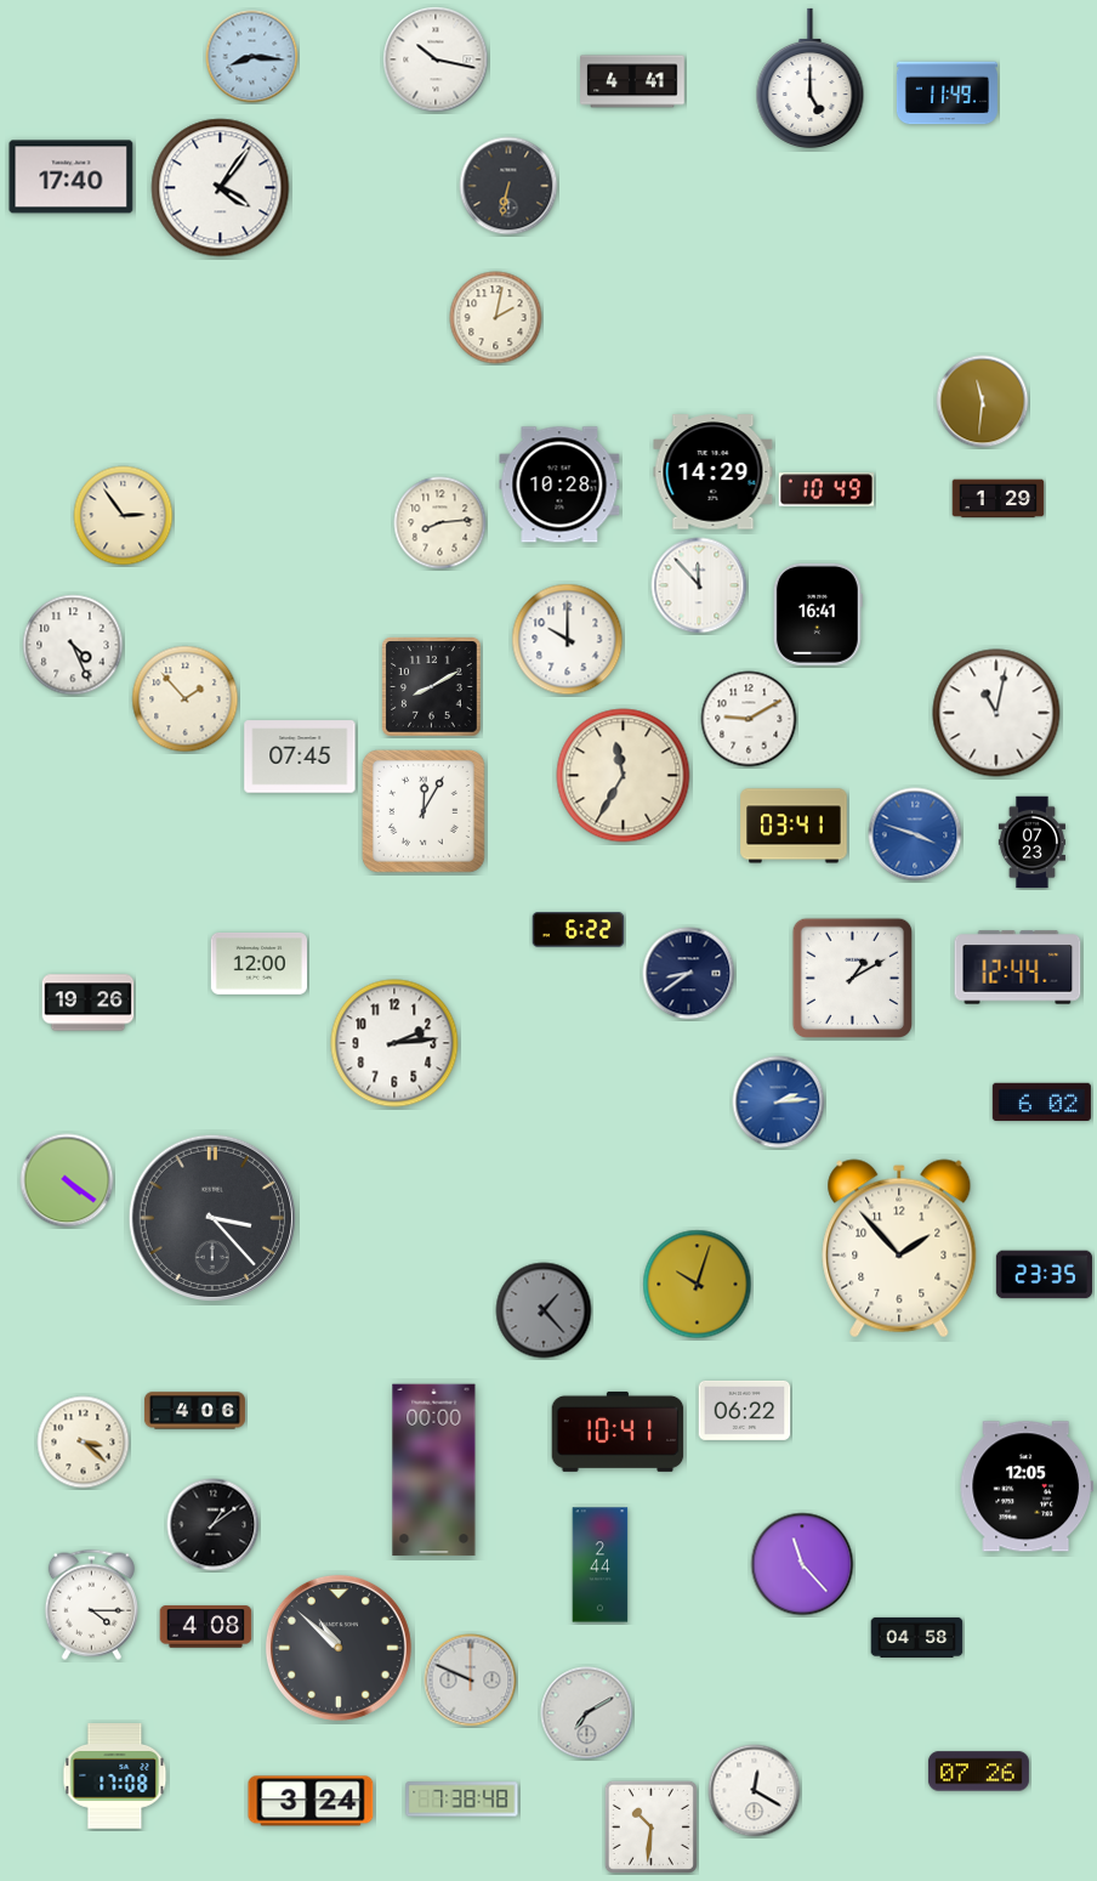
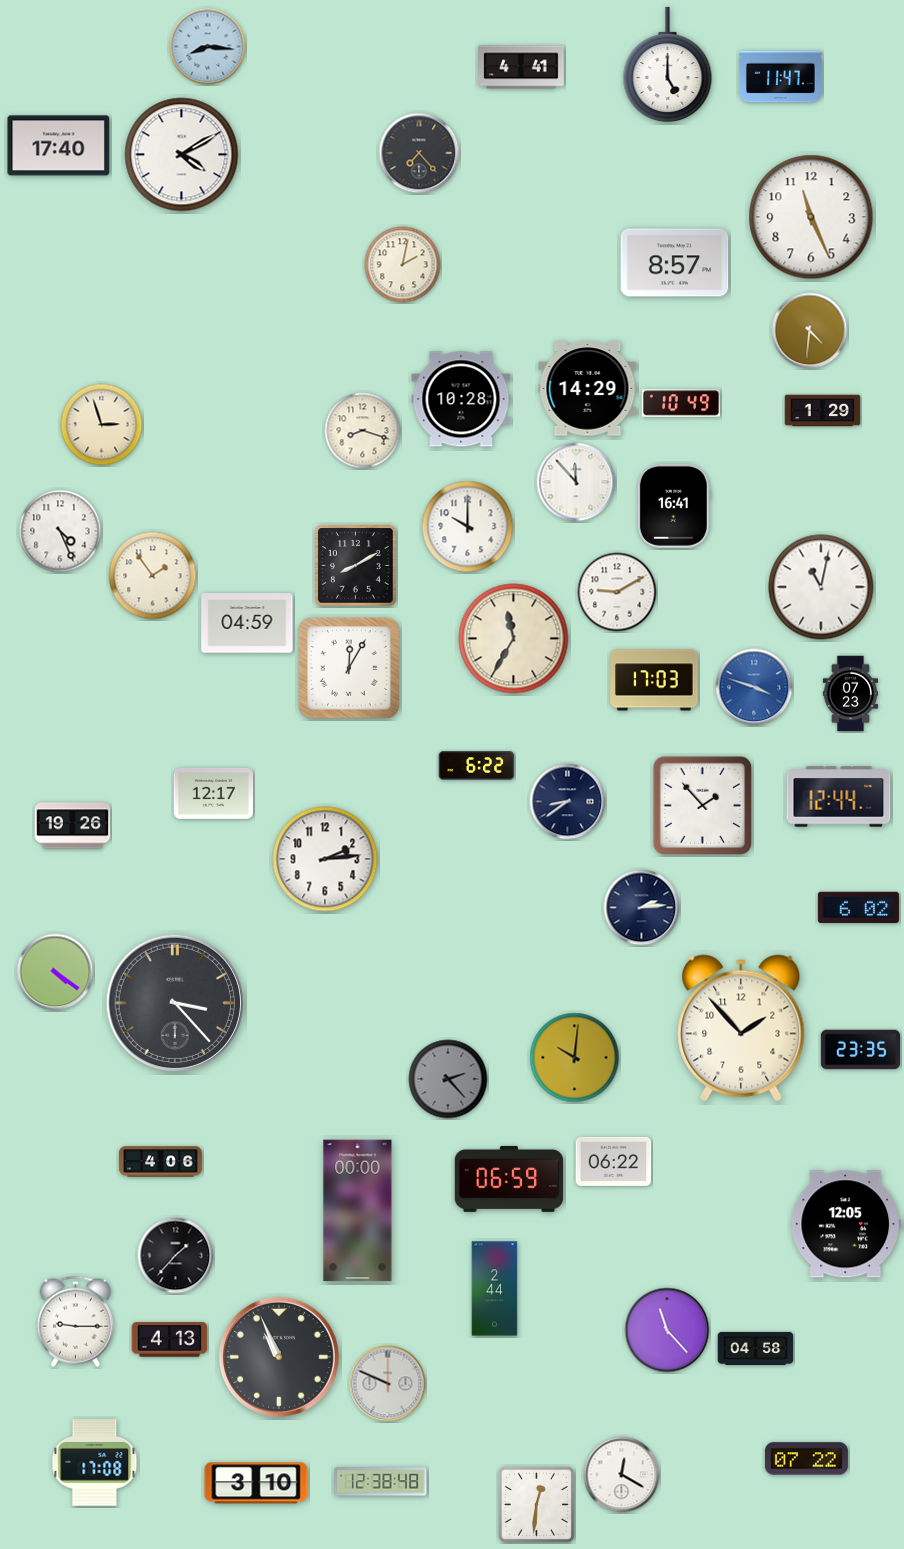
clock at (436, 60): 10:17 -> none
clock at (947, 94): 11:49 -> 11:47
clock at (508, 186): 6:32 -> 7:23
clock at (221, 188): 4:06 -> 4:10
clock at (811, 217): none -> 11:26
clock at (496, 318) position: (496, 318) -> (403, 265)
clock at (675, 263): none -> 8:57
clock at (983, 402): 11:31 -> 4:31
clock at (124, 516): 2:54 -> 2:57
clock at (440, 523): 8:14 -> 8:18
clock at (186, 699): 1:53 -> 1:54
clock at (300, 757): 07:45 -> 04:59
clock at (794, 826): 03:41 -> 17:03
clock at (258, 963): 12:00 -> 12:17
clock at (852, 978): 1:10 -> 1:53
clock at (779, 1103) dial: blue -> navy
clock at (698, 1285): 10:03 -> 10:01
clock at (544, 1310): 1:23 -> 2:23
clock at (618, 1432): 10:41 -> 06:59
clock at (84, 1443): 3:22 -> none
clock at (214, 1525): 1:09 -> 1:37
clock at (802, 1564) position: (802, 1564) -> (667, 1330)
clock at (91, 1604): 4:15 -> 9:15
clock at (206, 1627): 4:08 -> 4:13
clock at (339, 1648): 10:52 -> 10:56
clock at (587, 1713): 7:10 -> none
clock at (978, 1772): 07:26 -> 07:22
clock at (462, 1800): 7:38 -> 12:38
clock at (311, 1801): 3:24 -> 3:10
clock at (650, 1826): 10:31 -> 12:31
